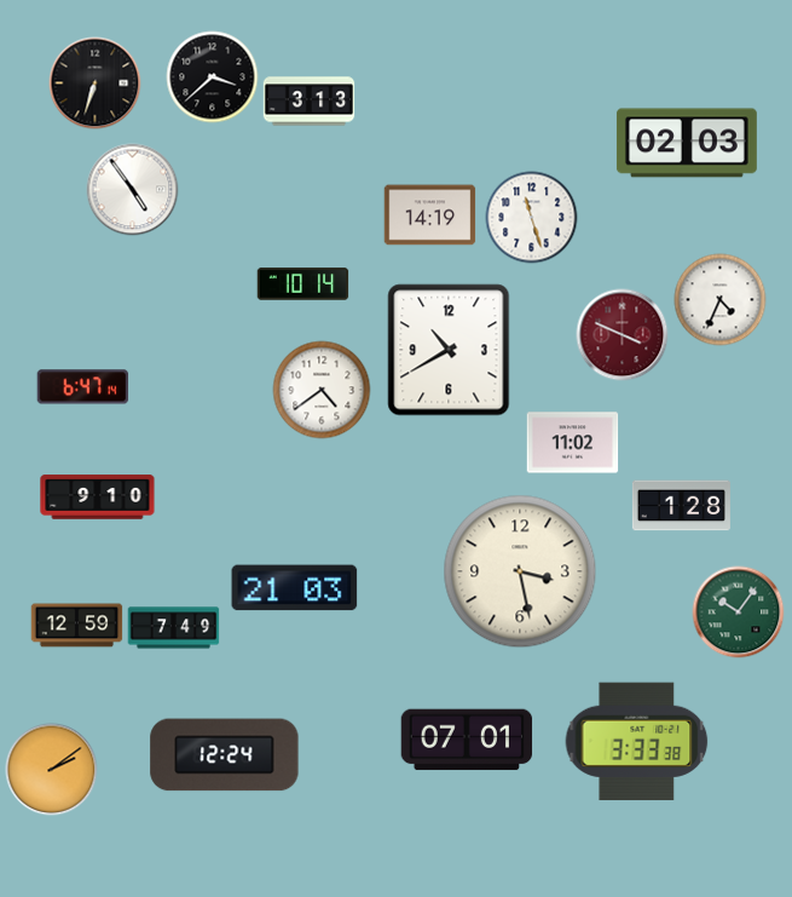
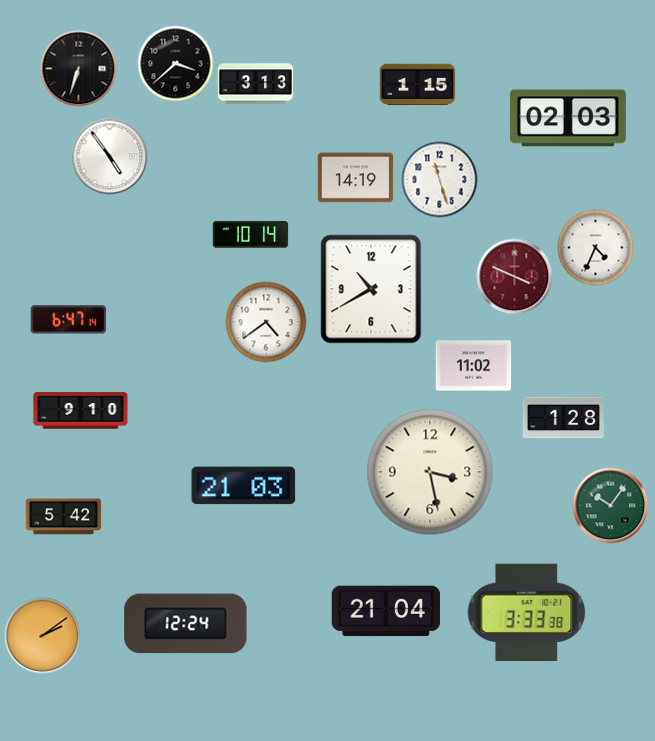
clock at (418, 85): none -> 1:15
clock at (77, 626): 12:59 -> 5:42
clock at (174, 628): 7:49 -> none
clock at (467, 740): 07:01 -> 21:04
